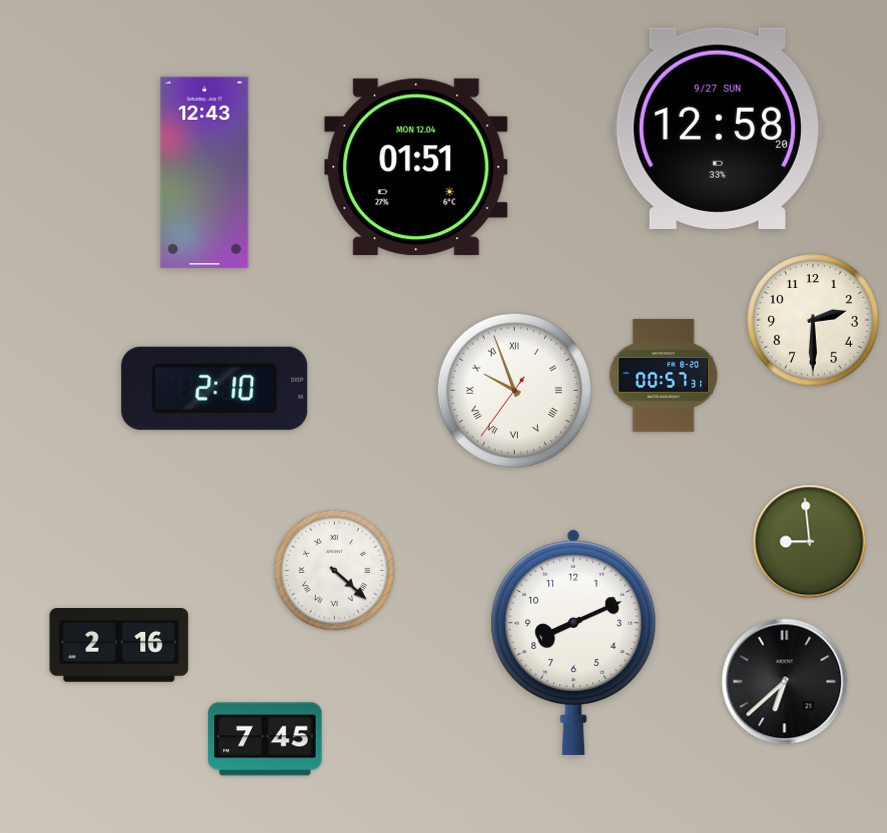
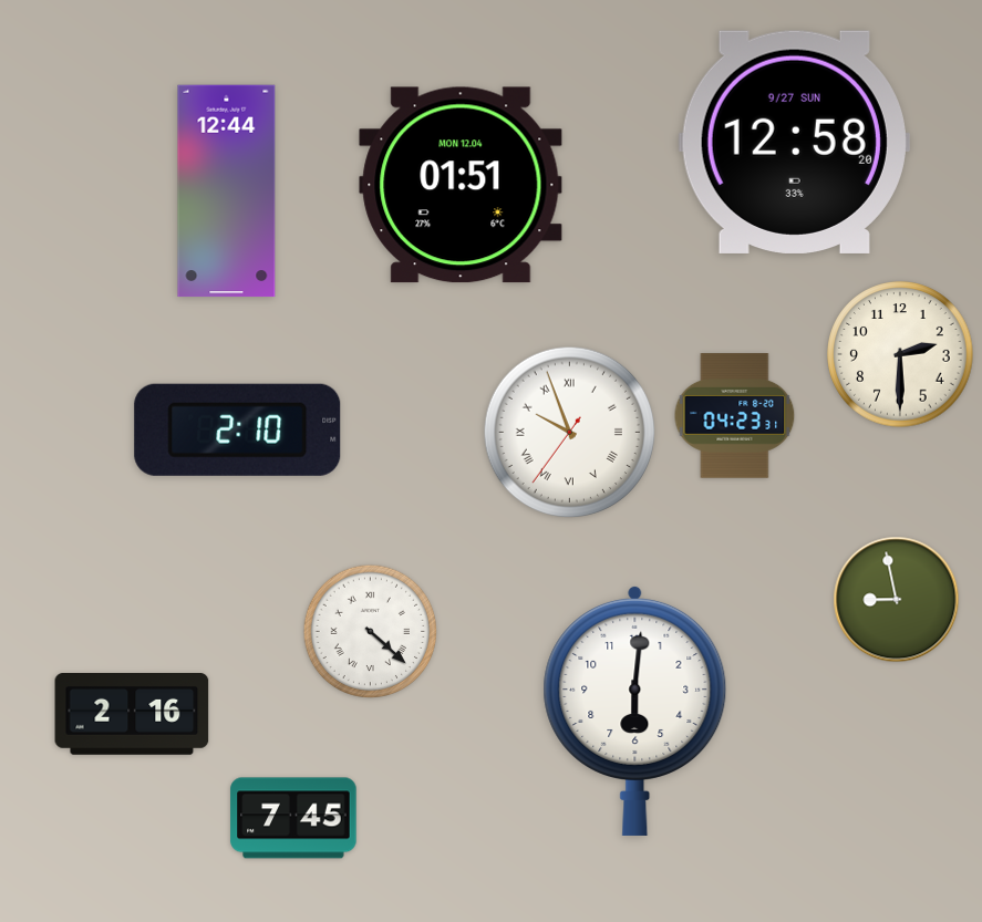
clock at (205, 173): 12:43 -> 12:44
clock at (664, 376): 00:57 -> 04:23
clock at (810, 542): 8:59 -> 8:58
clock at (574, 642): 8:11 -> 6:01
clock at (785, 682): 6:38 -> none
